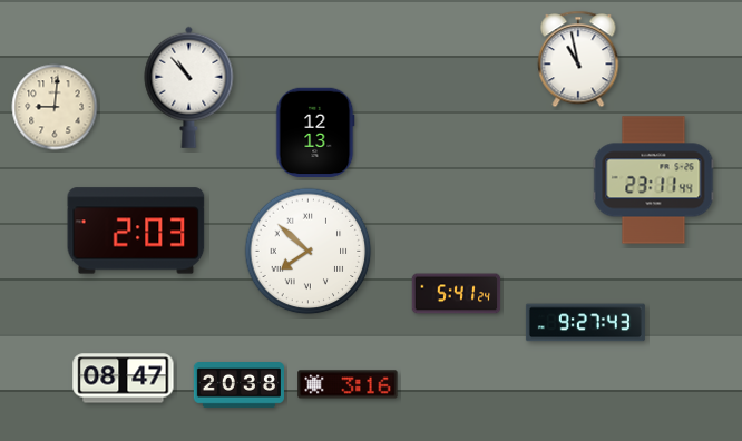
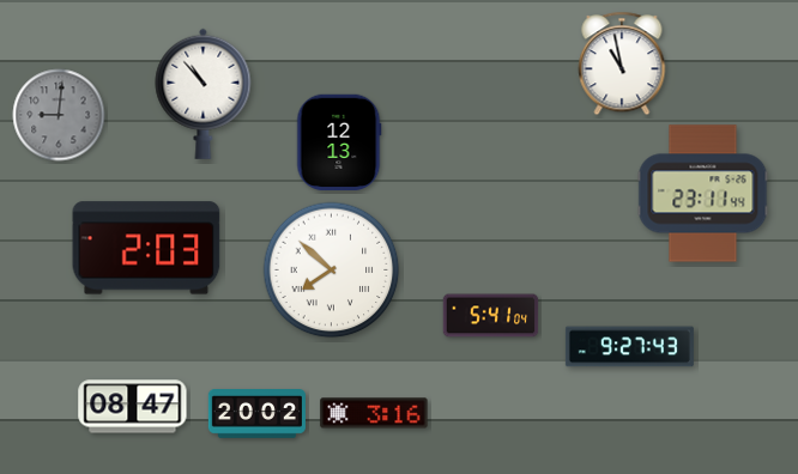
clock at (55, 107) dial: cream -> grey
clock at (457, 294): 5:41:24 -> 5:41:04
clock at (238, 385): 20:38 -> 20:02
